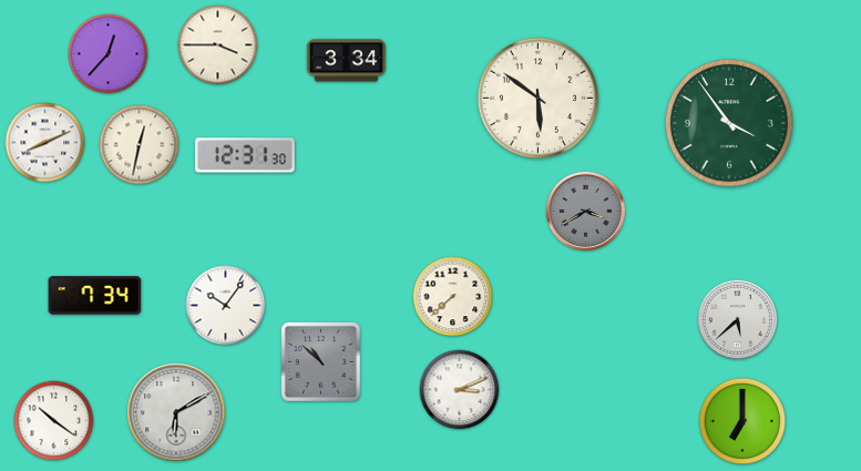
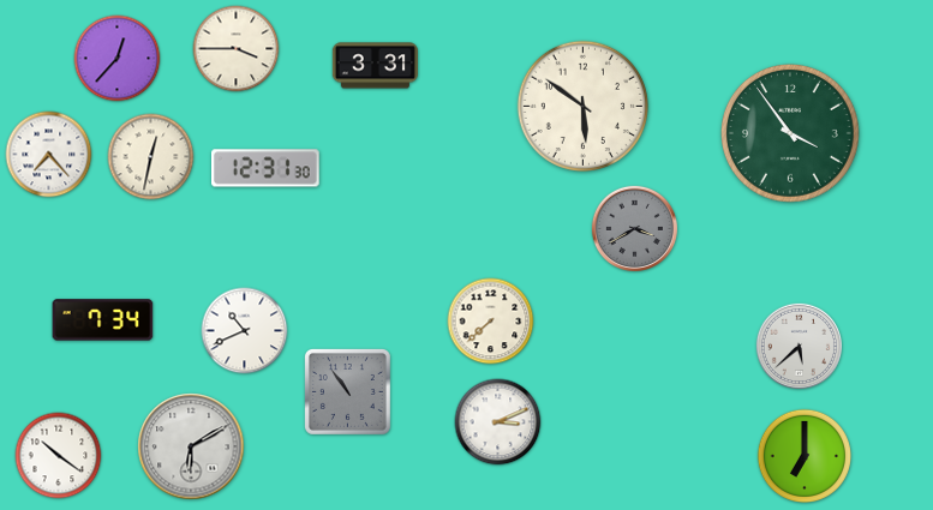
clock at (346, 61): 3:34 -> 3:31
clock at (45, 143): 8:11 -> 7:23
clock at (226, 306): 10:06 -> 10:41
clock at (320, 361): 10:52 -> 10:54
